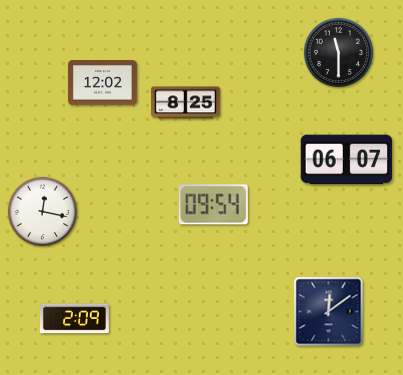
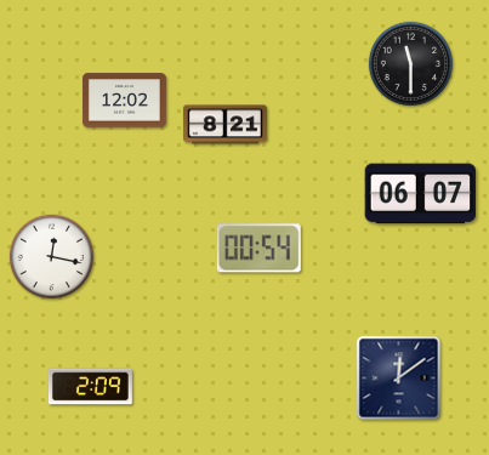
clock at (185, 103): 8:25 -> 8:21
clock at (213, 205): 09:54 -> 00:54
